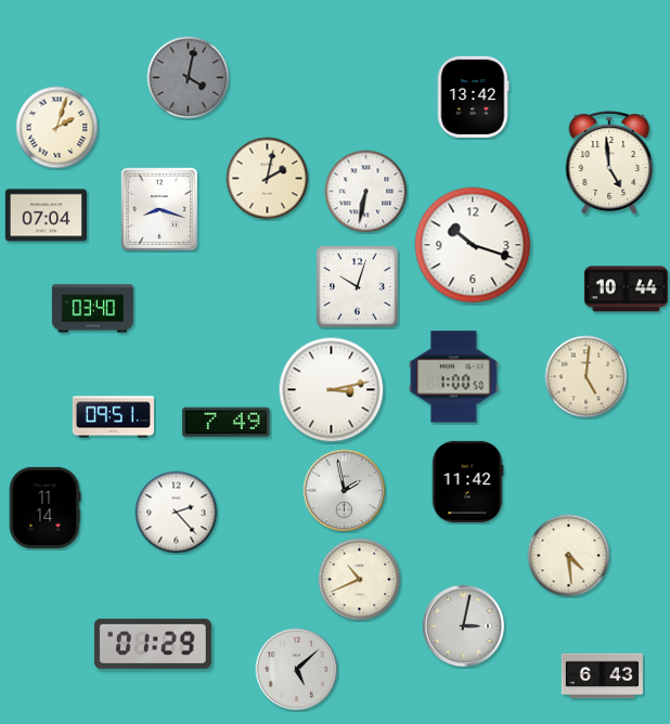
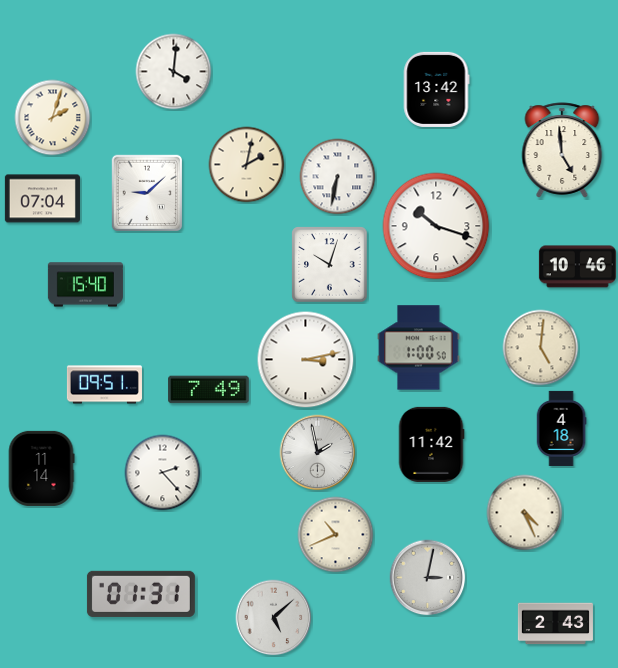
clock at (189, 78): 4:02 -> 4:01
clock at (189, 78) dial: grey -> white
clock at (159, 209): 8:18 -> 9:08
clock at (626, 289): 10:44 -> 10:46
clock at (92, 309): 03:40 -> 15:40
clock at (561, 428): none -> 4:18
clock at (569, 556): 4:29 -> 4:26
clock at (360, 580) position: (360, 580) -> (336, 535)
clock at (153, 644): 01:29 -> 01:31
clock at (602, 676): 6:43 -> 2:43
